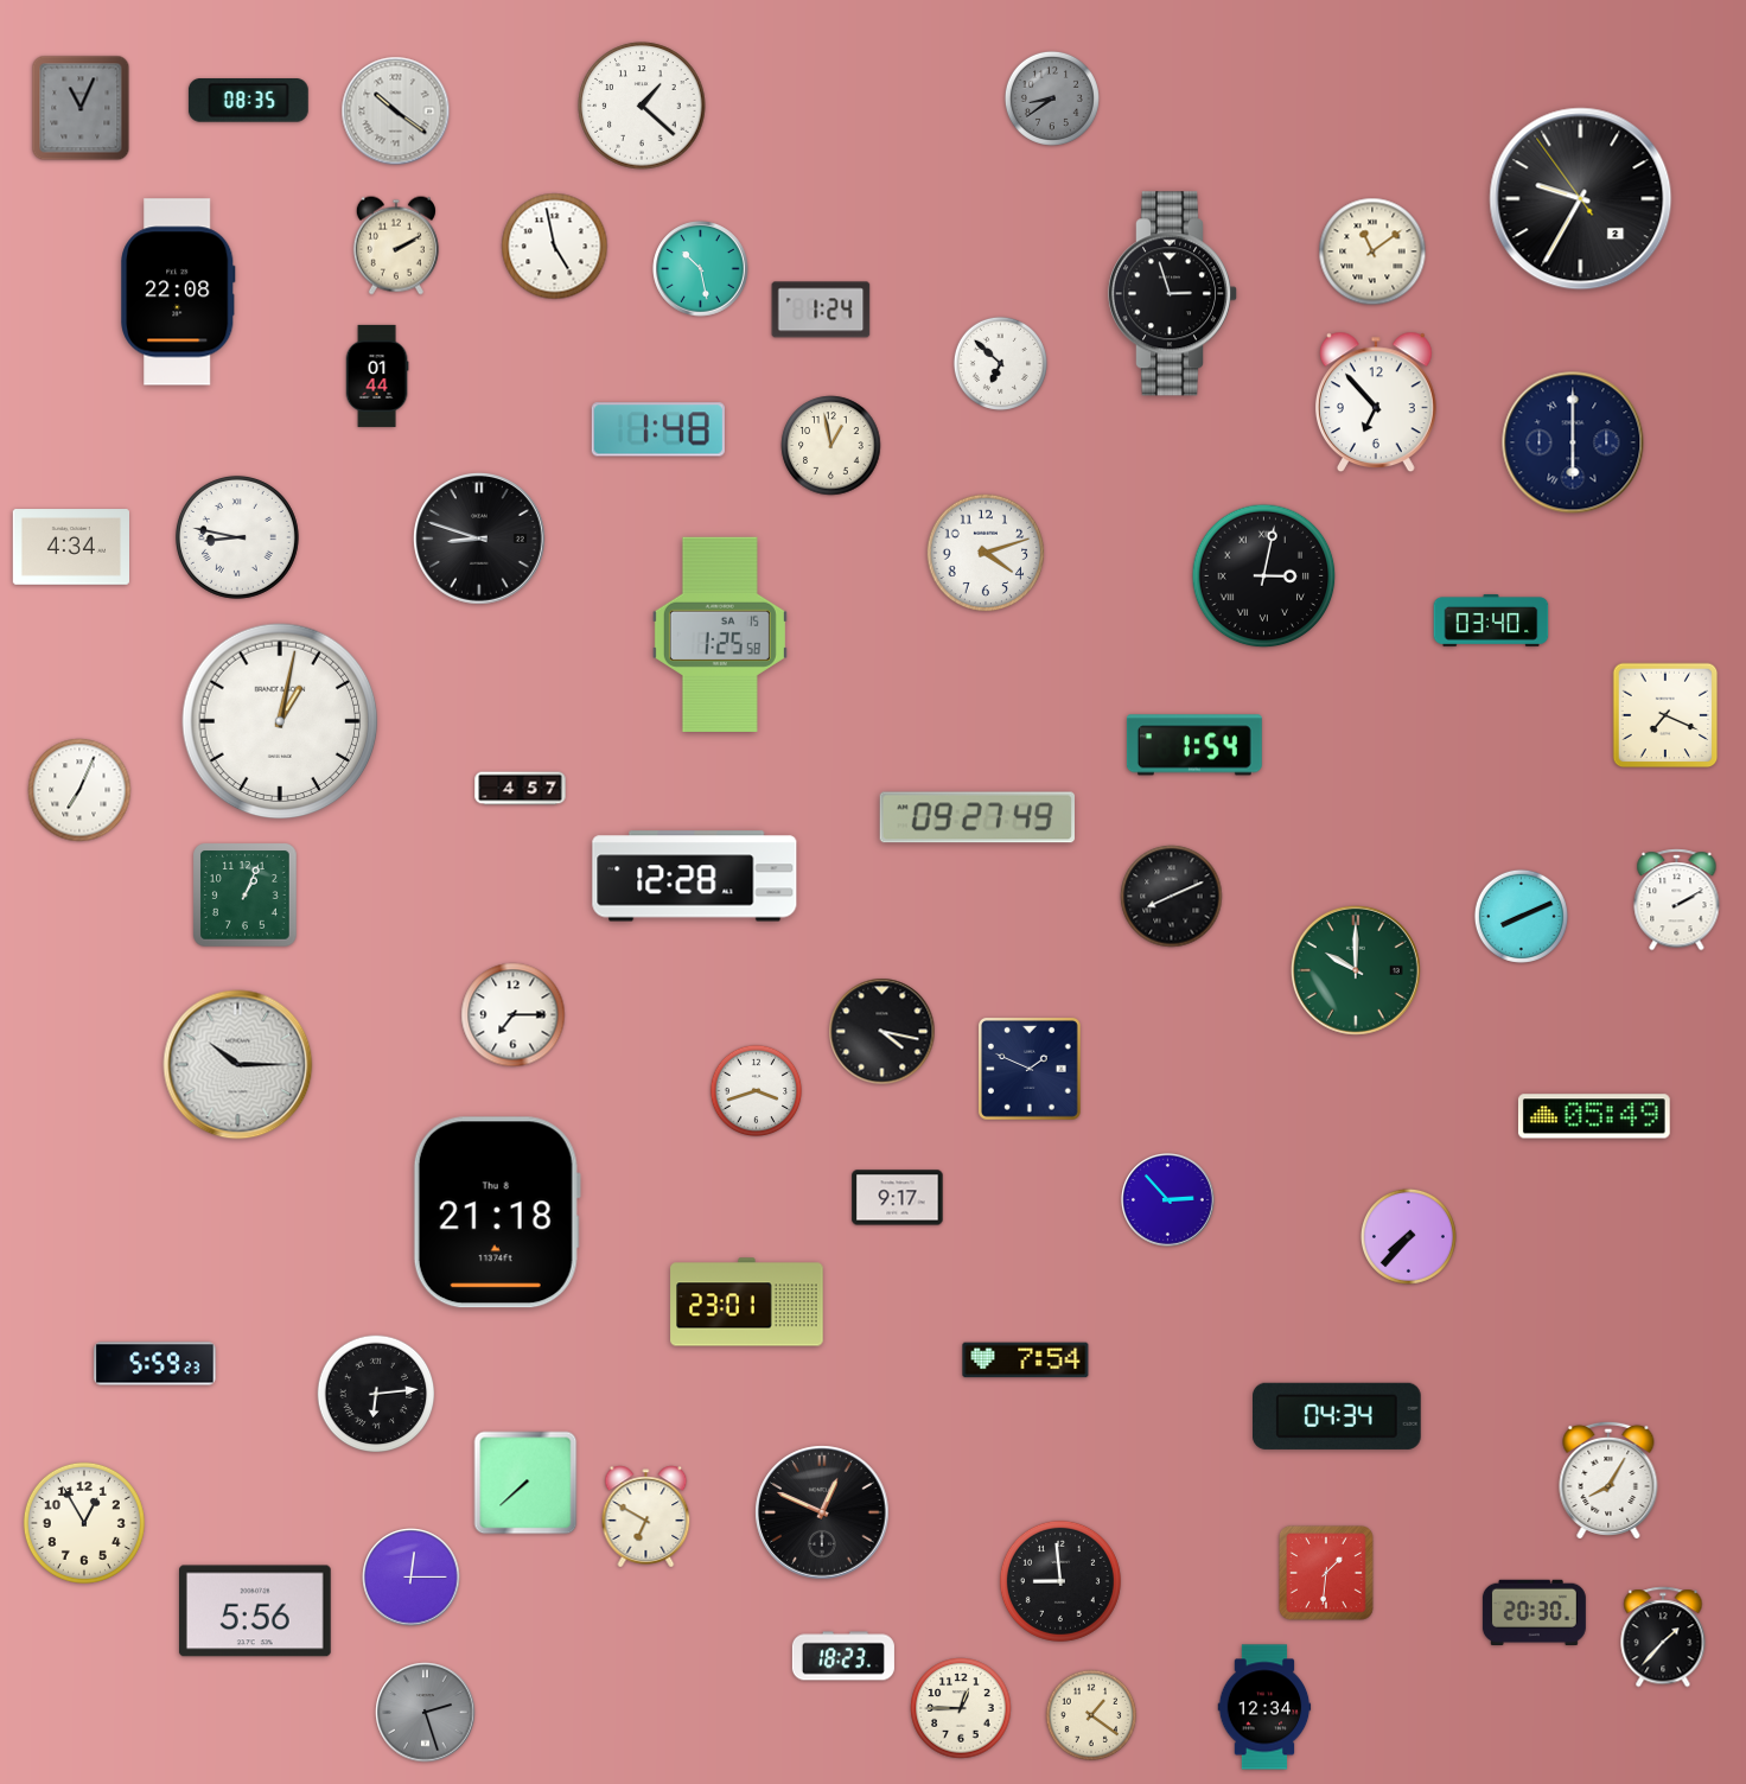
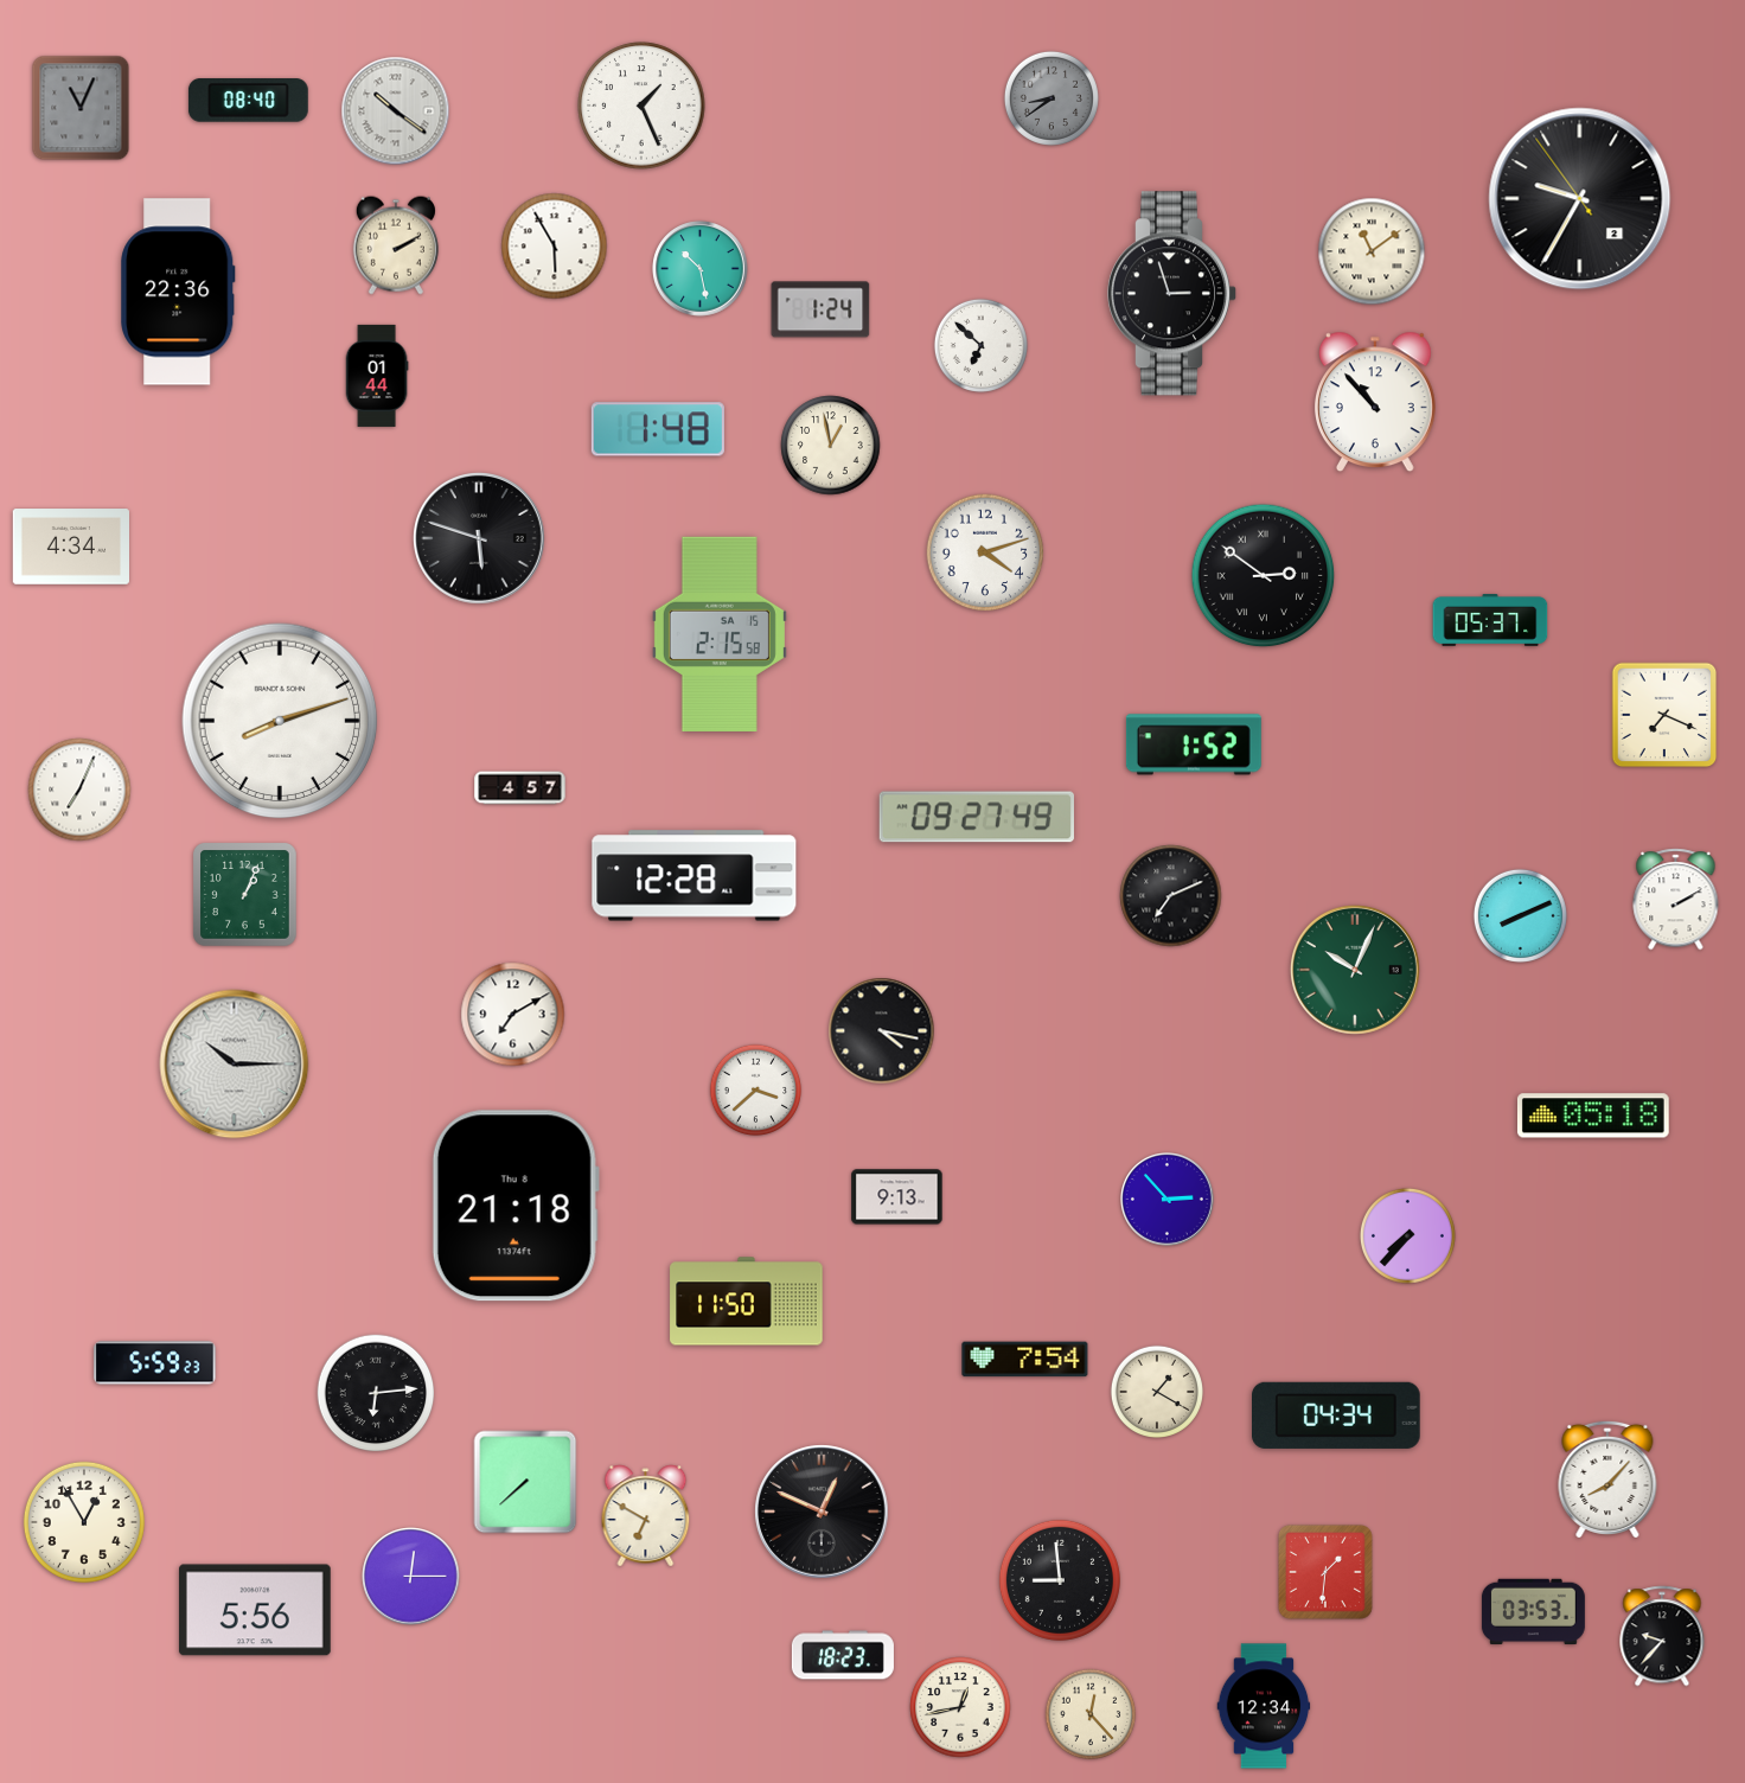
clock at (248, 101): 08:35 -> 08:40
clock at (642, 106): 1:22 -> 1:26
clock at (555, 247): 4:58 -> 5:55
clock at (178, 292): 22:08 -> 22:36
clock at (1000, 363) position: (1000, 363) -> (980, 345)
clock at (1376, 402): 6:53 -> 10:53
clock at (1573, 442): 6:00 -> none
clock at (237, 537): 8:47 -> none
clock at (480, 540): 8:48 -> 5:48
clock at (1264, 576): 3:02 -> 2:51
clock at (1491, 622): 03:40 -> 05:37
clock at (720, 633): 1:25 -> 2:15
clock at (280, 721): 1:02 -> 8:12
clock at (1194, 745): 1:54 -> 1:52
clock at (1172, 897): 8:11 -> 7:11
clock at (1356, 970): 10:00 -> 10:04
clock at (514, 1015): 7:15 -> 7:10
clock at (238, 1065) position: (238, 1065) -> (235, 1065)
clock at (1030, 1069): 1:49 -> none
clock at (757, 1091): 3:42 -> 3:38
clock at (1594, 1116): 05:49 -> 05:18
clock at (898, 1198): 9:17 -> 9:13
clock at (497, 1212) position: (497, 1212) -> (516, 1206)
clock at (747, 1302): 23:01 -> 11:50
clock at (1156, 1391): none -> 1:20
clock at (1608, 1480): 8:05 -> 8:07
clock at (1534, 1612): 20:30 -> 03:53
clock at (1663, 1637): 1:37 -> 9:37
clock at (961, 1708): 12:45 -> 12:43
clock at (426, 1713): 2:27 -> none
clock at (1091, 1715): 1:21 -> 12:23
